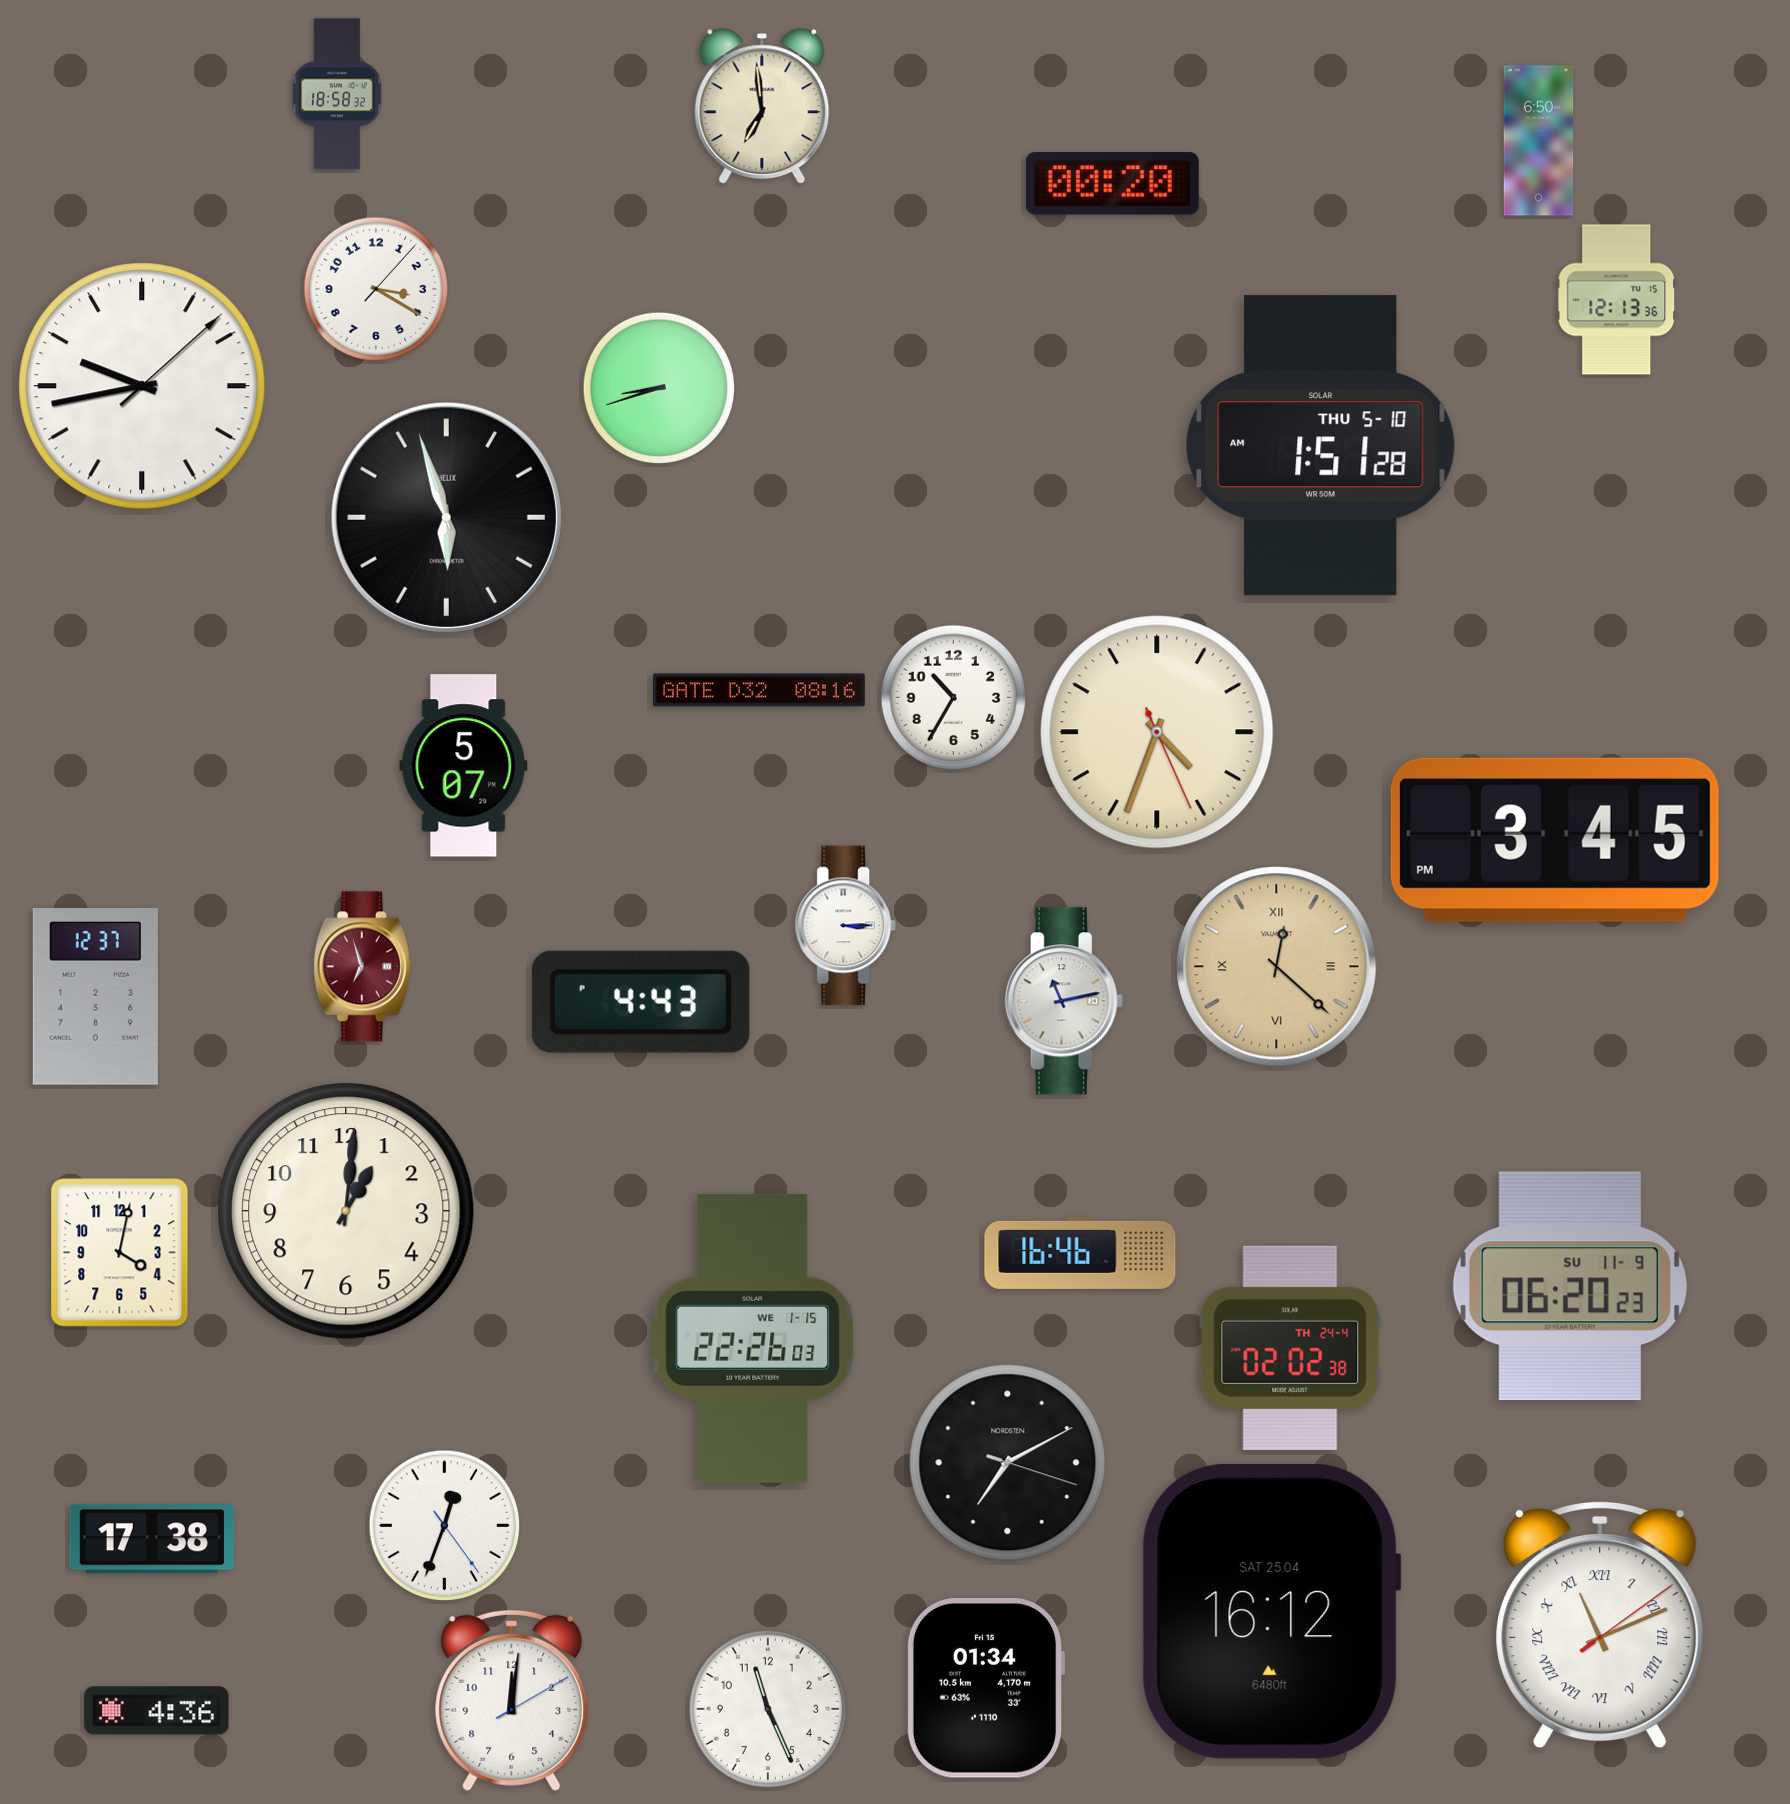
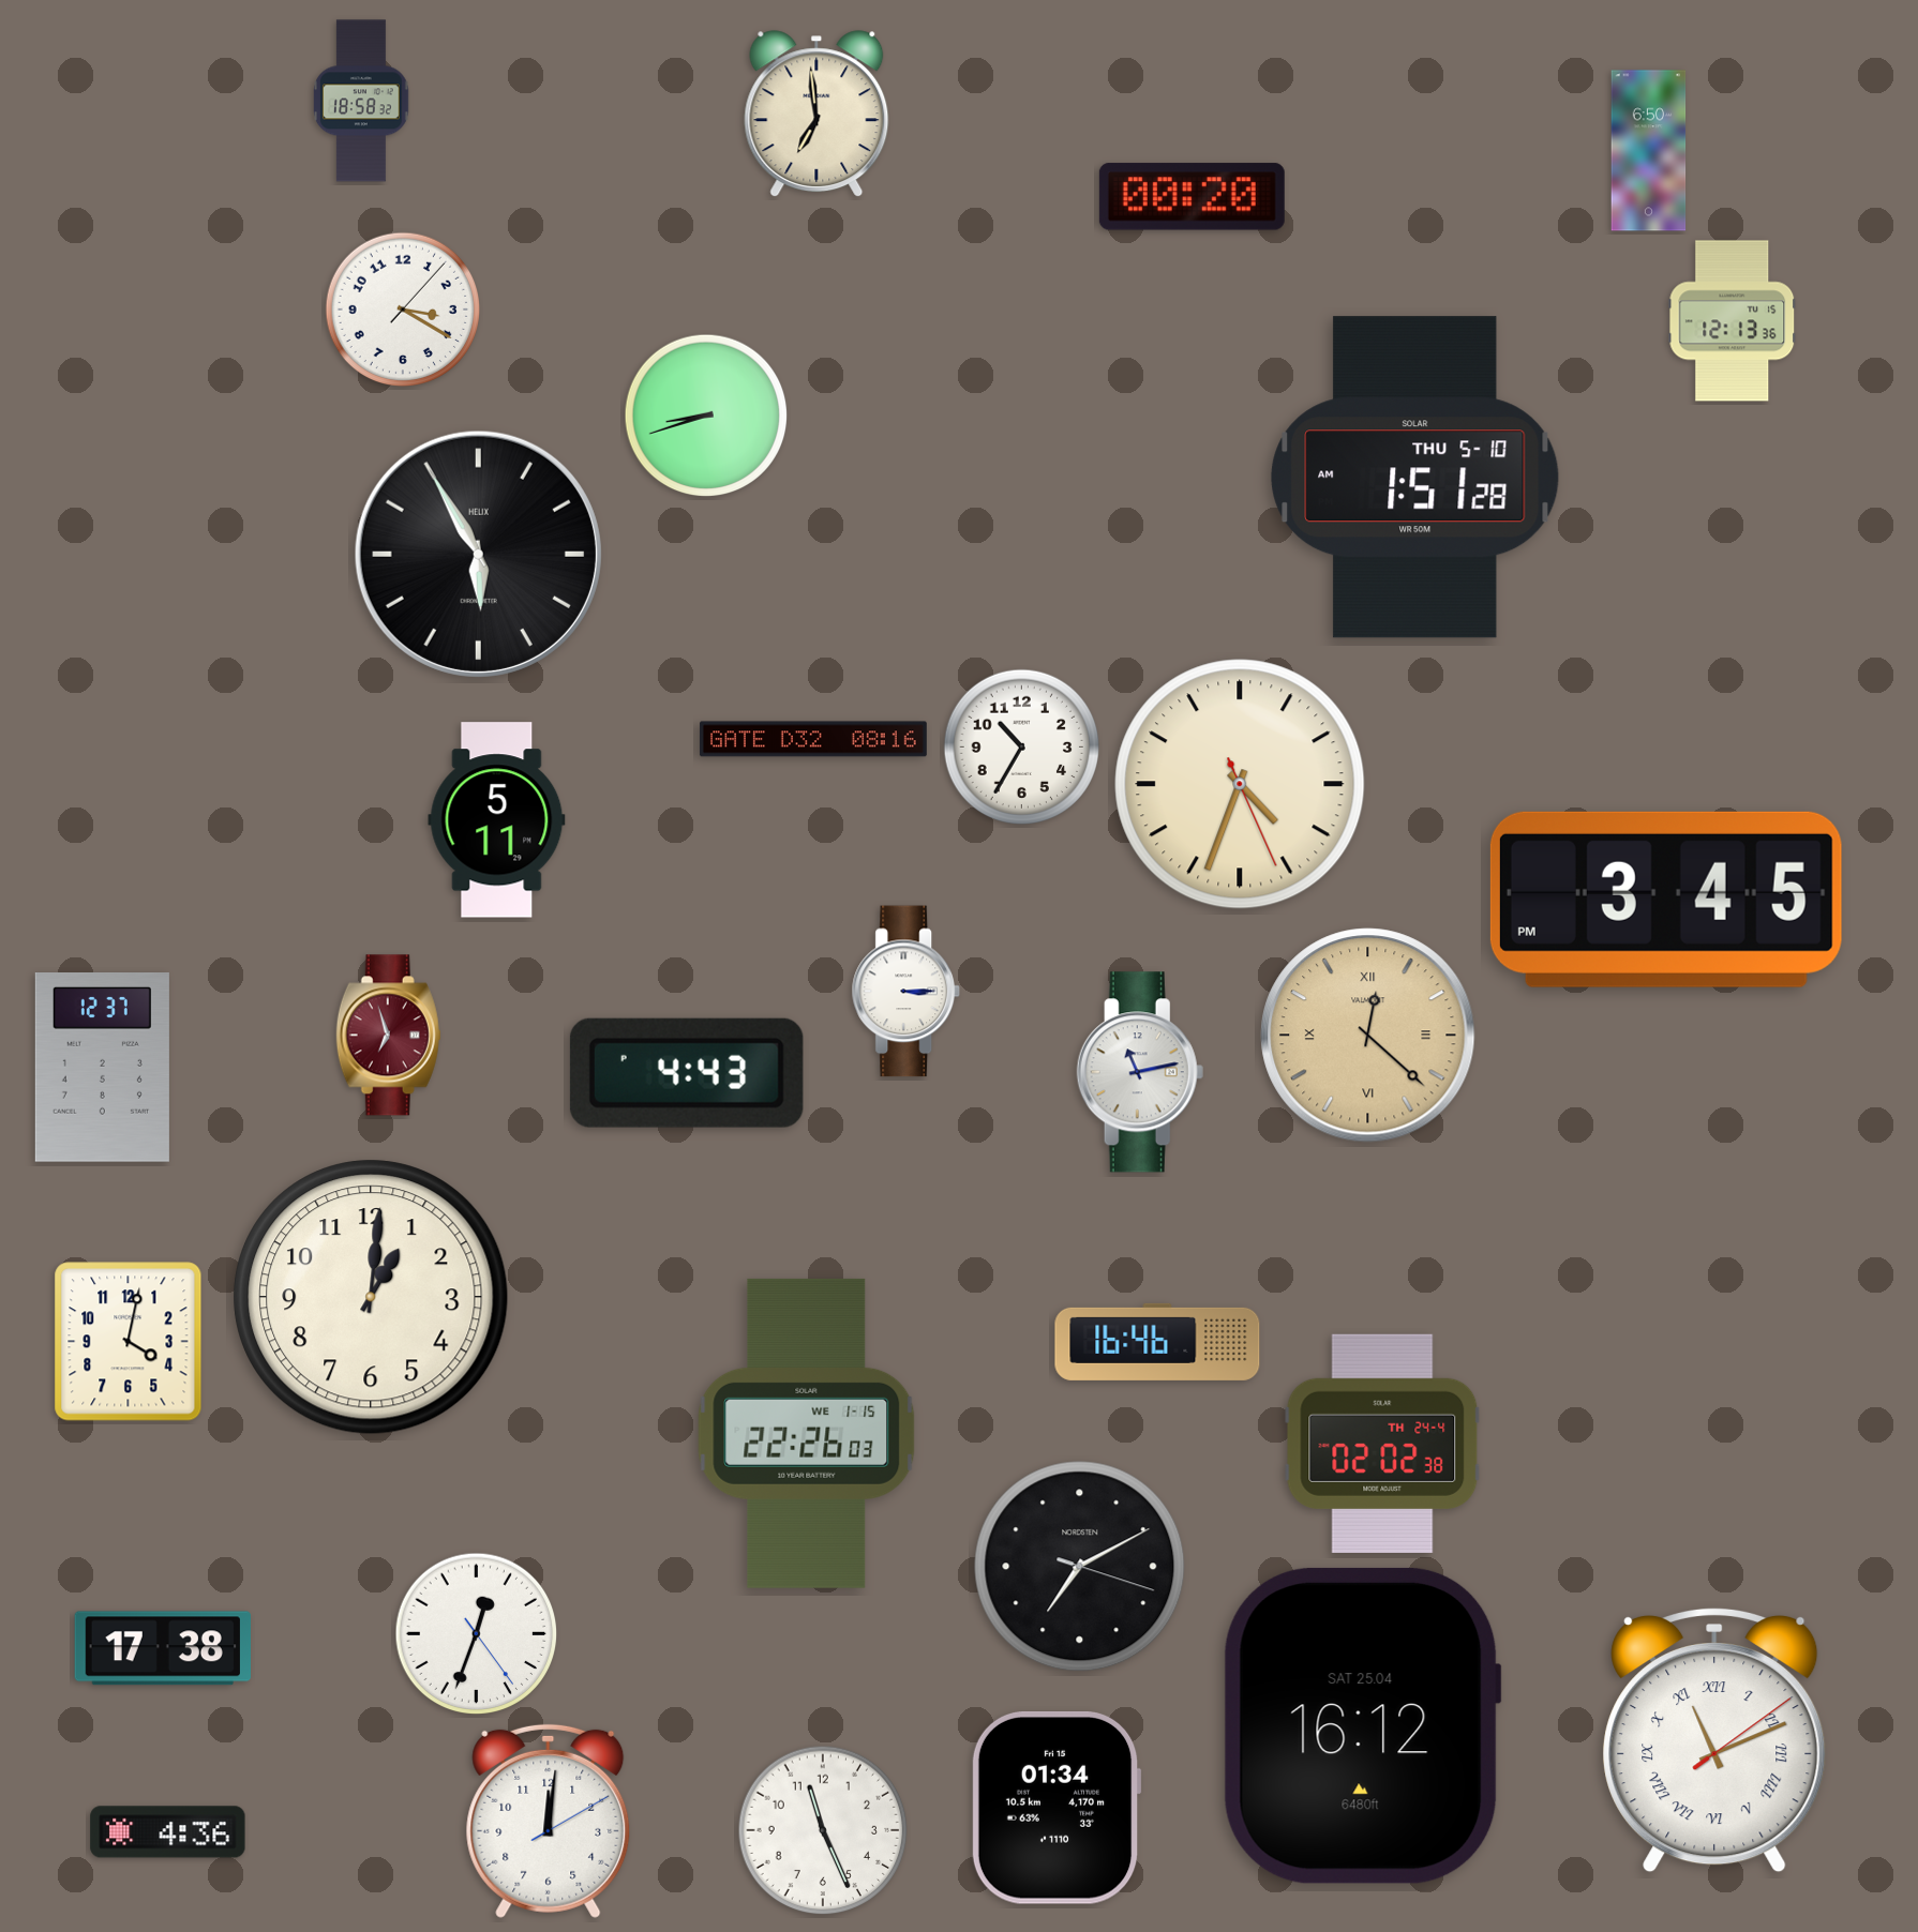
clock at (142, 386): 9:43 -> none
clock at (446, 517): 5:57 -> 5:55
clock at (464, 766): 5:07 -> 5:11
clock at (1570, 1286): 06:20 -> none
